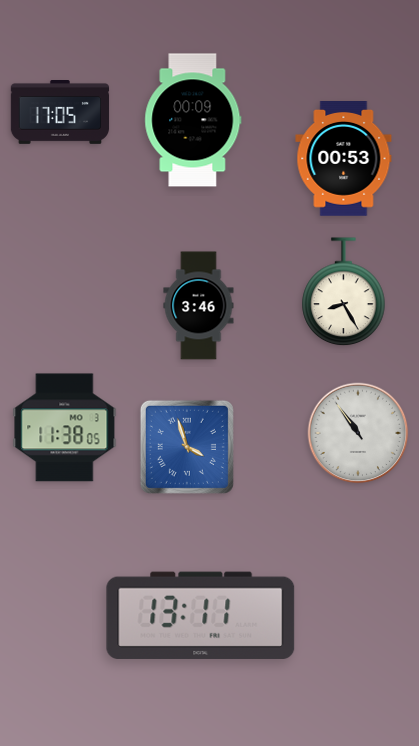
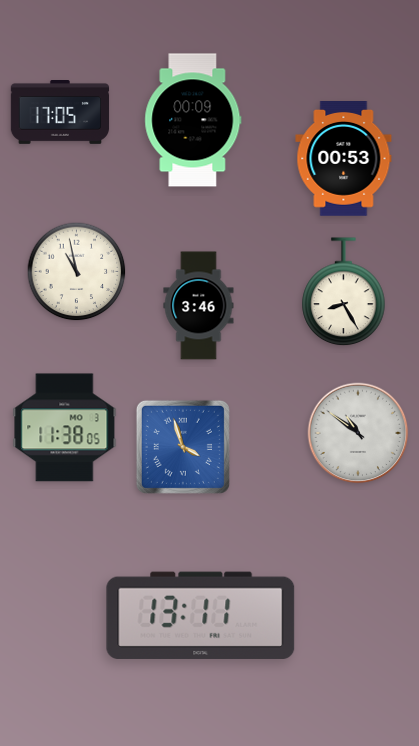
clock at (77, 272): none -> 10:58
clock at (358, 433): 10:54 -> 10:51
clock at (187, 447) position: (187, 447) -> (183, 447)
